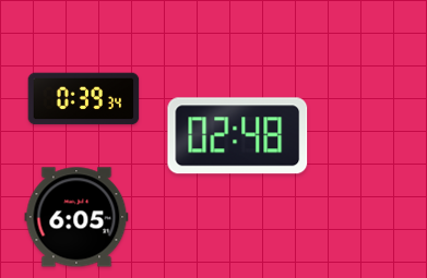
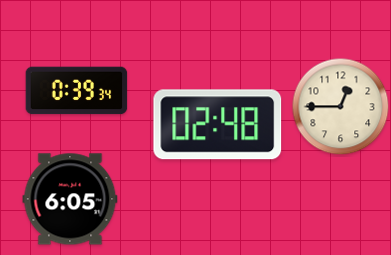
clock at (341, 107): none -> 12:45
